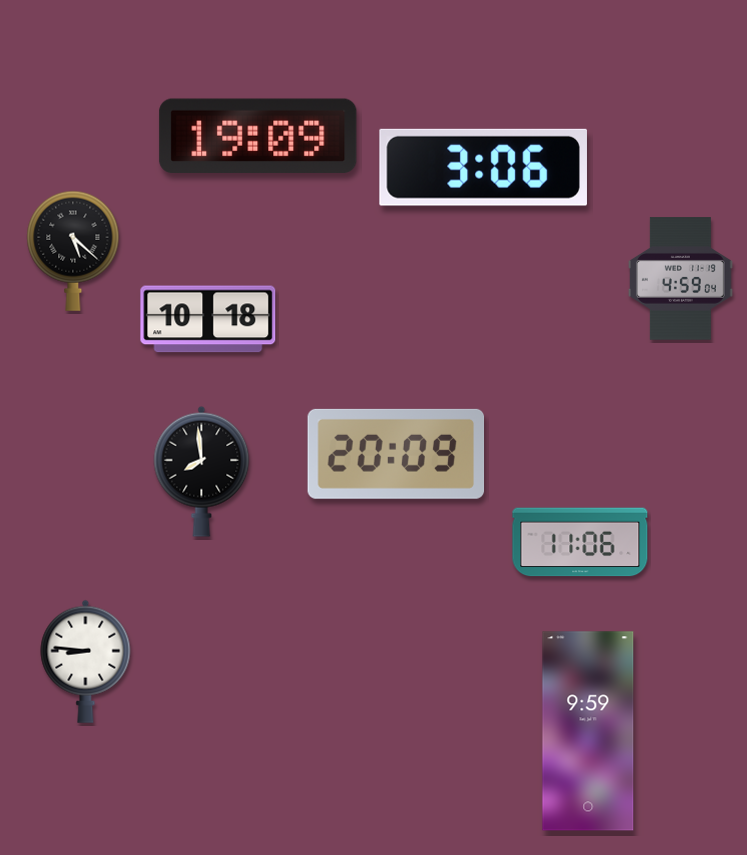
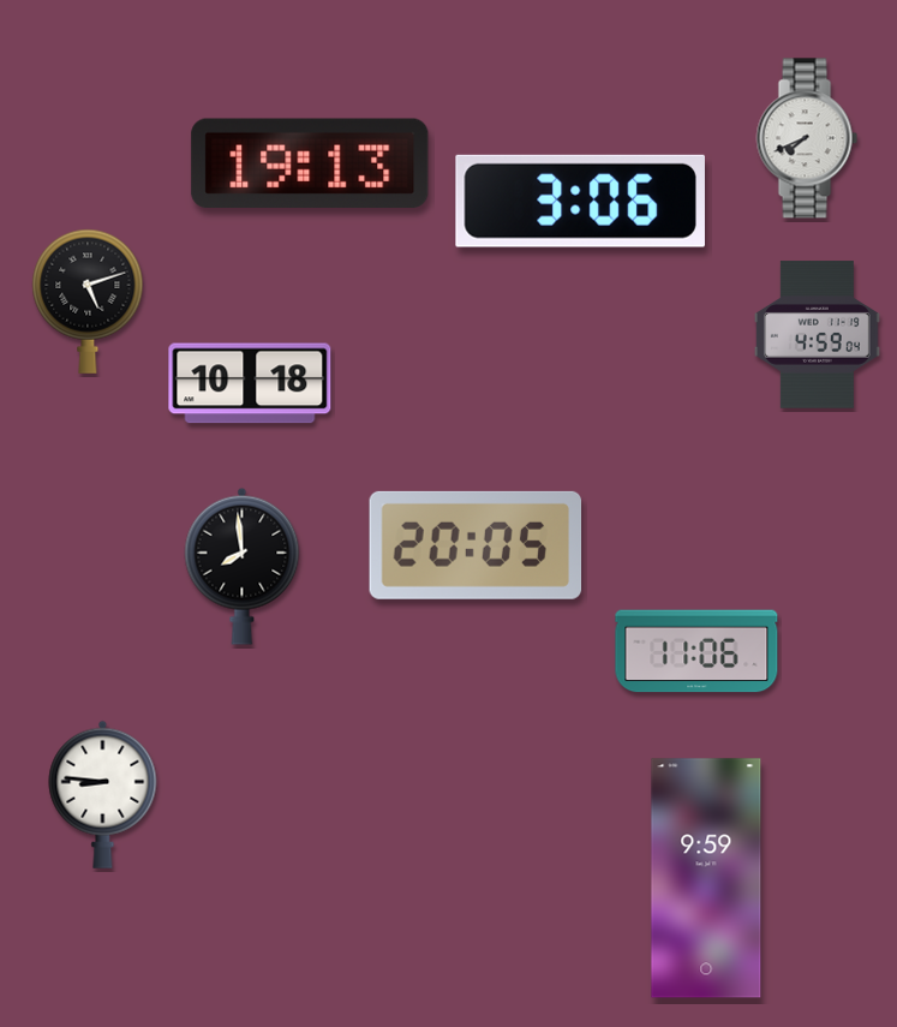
clock at (807, 138): none -> 7:41
clock at (258, 136): 19:09 -> 19:13
clock at (73, 251): 5:22 -> 5:12
clock at (396, 454): 20:09 -> 20:05
